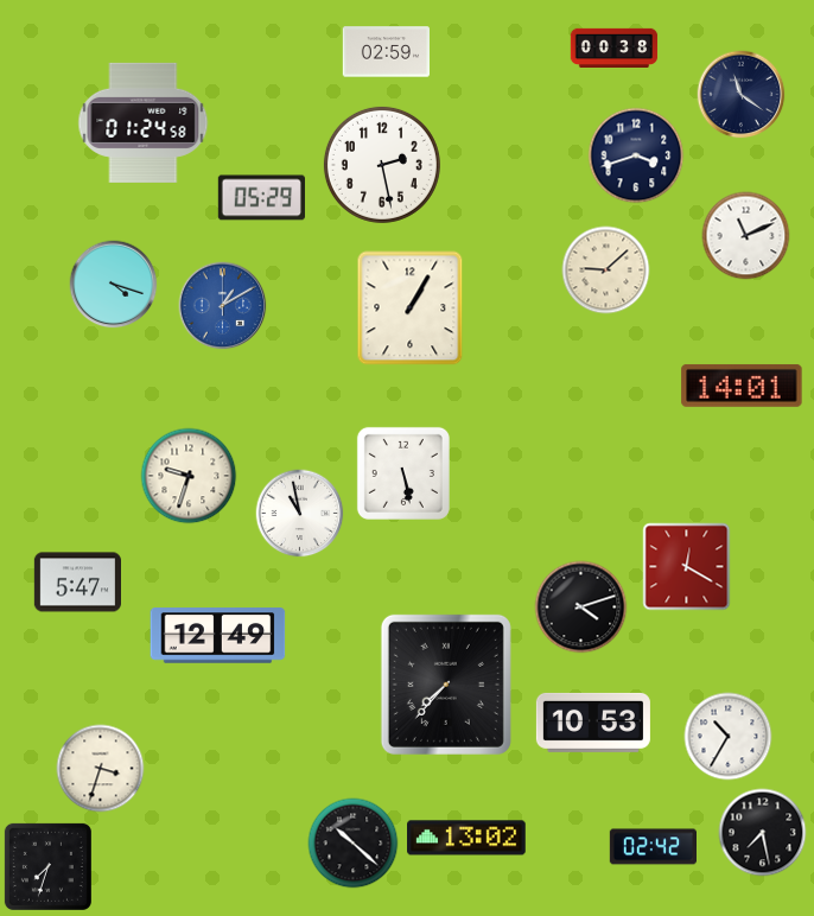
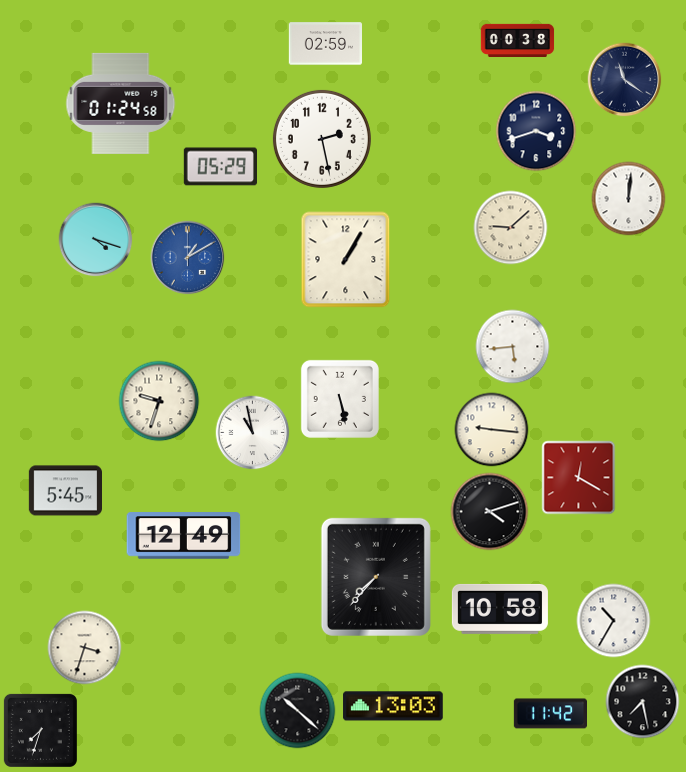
clock at (746, 236): 11:11 -> 12:01
clock at (742, 386): 14:01 -> none
clock at (513, 347): none -> 5:44
clock at (492, 430): none -> 9:16
clock at (77, 583): 5:47 -> 5:45
clock at (593, 723): 10:53 -> 10:58
clock at (466, 838): 13:02 -> 13:03
clock at (653, 847): 02:42 -> 11:42
